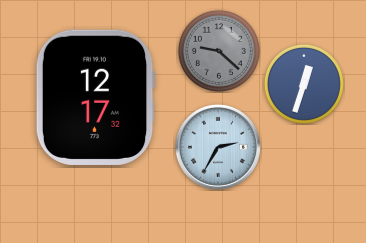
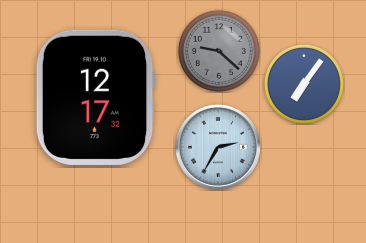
clock at (304, 84): 12:33 -> 7:06
